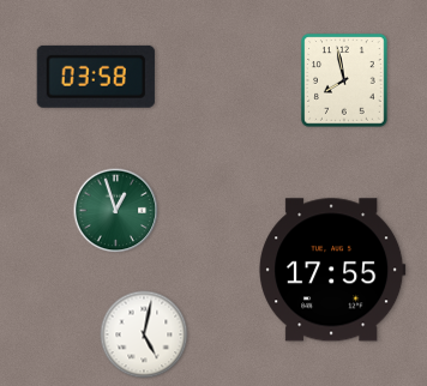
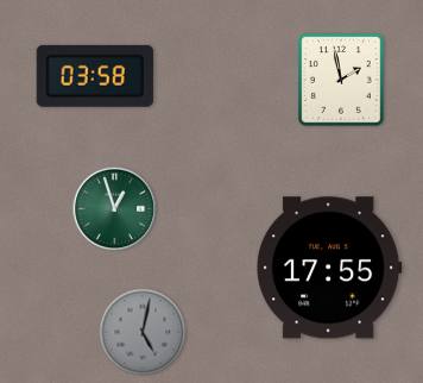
clock at (344, 80): 7:58 -> 1:58
clock at (144, 334) dial: white -> grey
